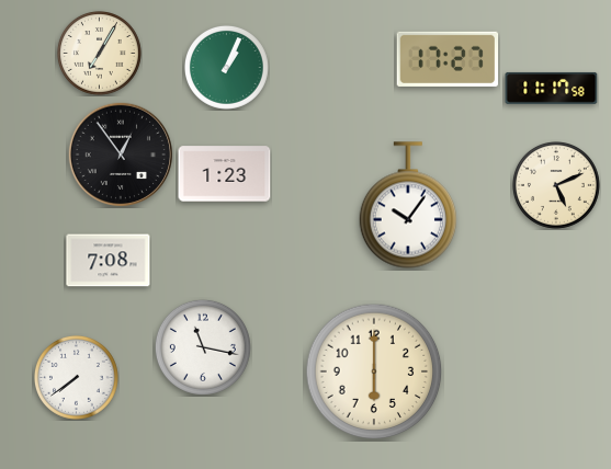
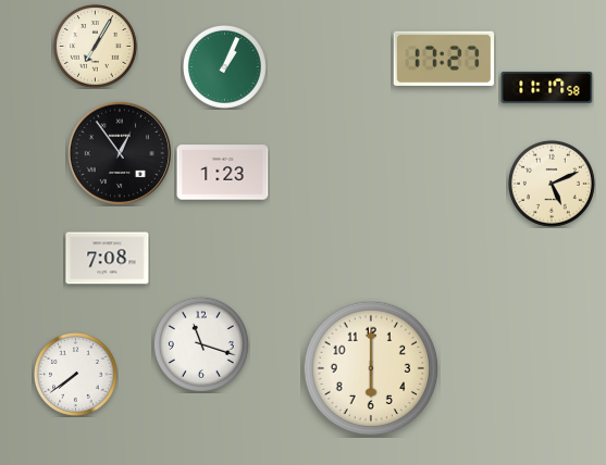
clock at (99, 53) position: (99, 53) -> (95, 46)
clock at (407, 205): 10:06 -> none
clock at (203, 347): 11:17 -> 11:18
